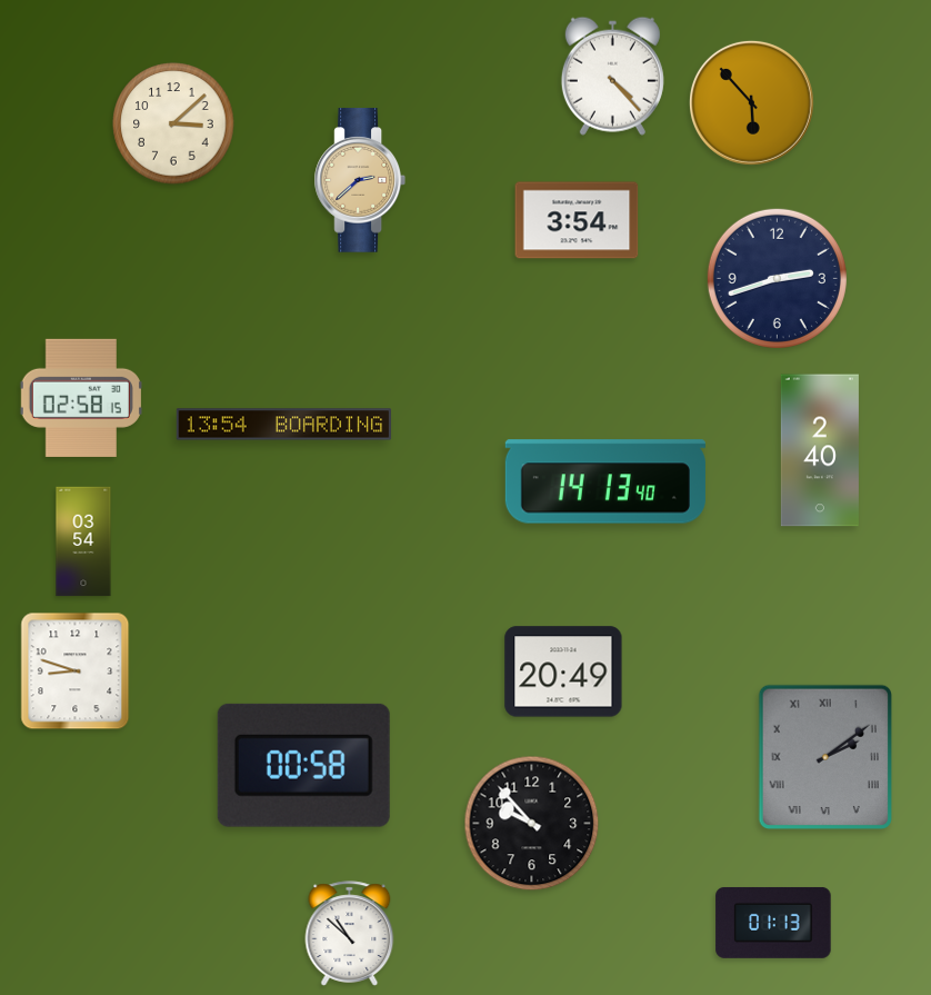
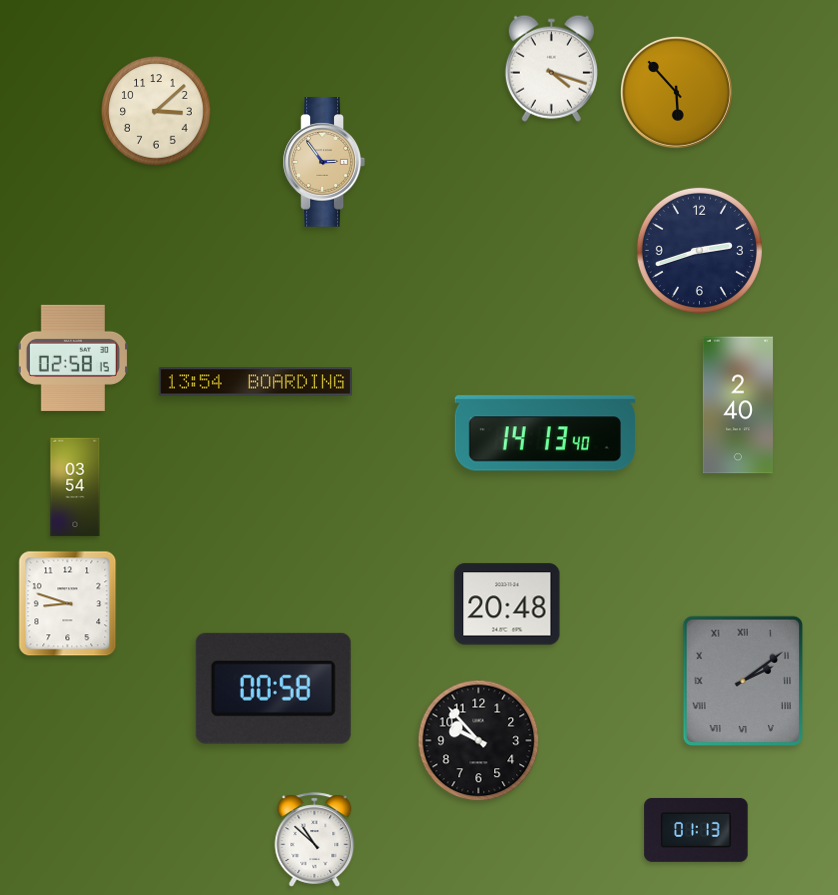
clock at (612, 76): 4:23 -> 4:18
clock at (359, 180): 2:38 -> 2:54
clock at (577, 220): 3:54 -> none
clock at (563, 671): 20:49 -> 20:48
